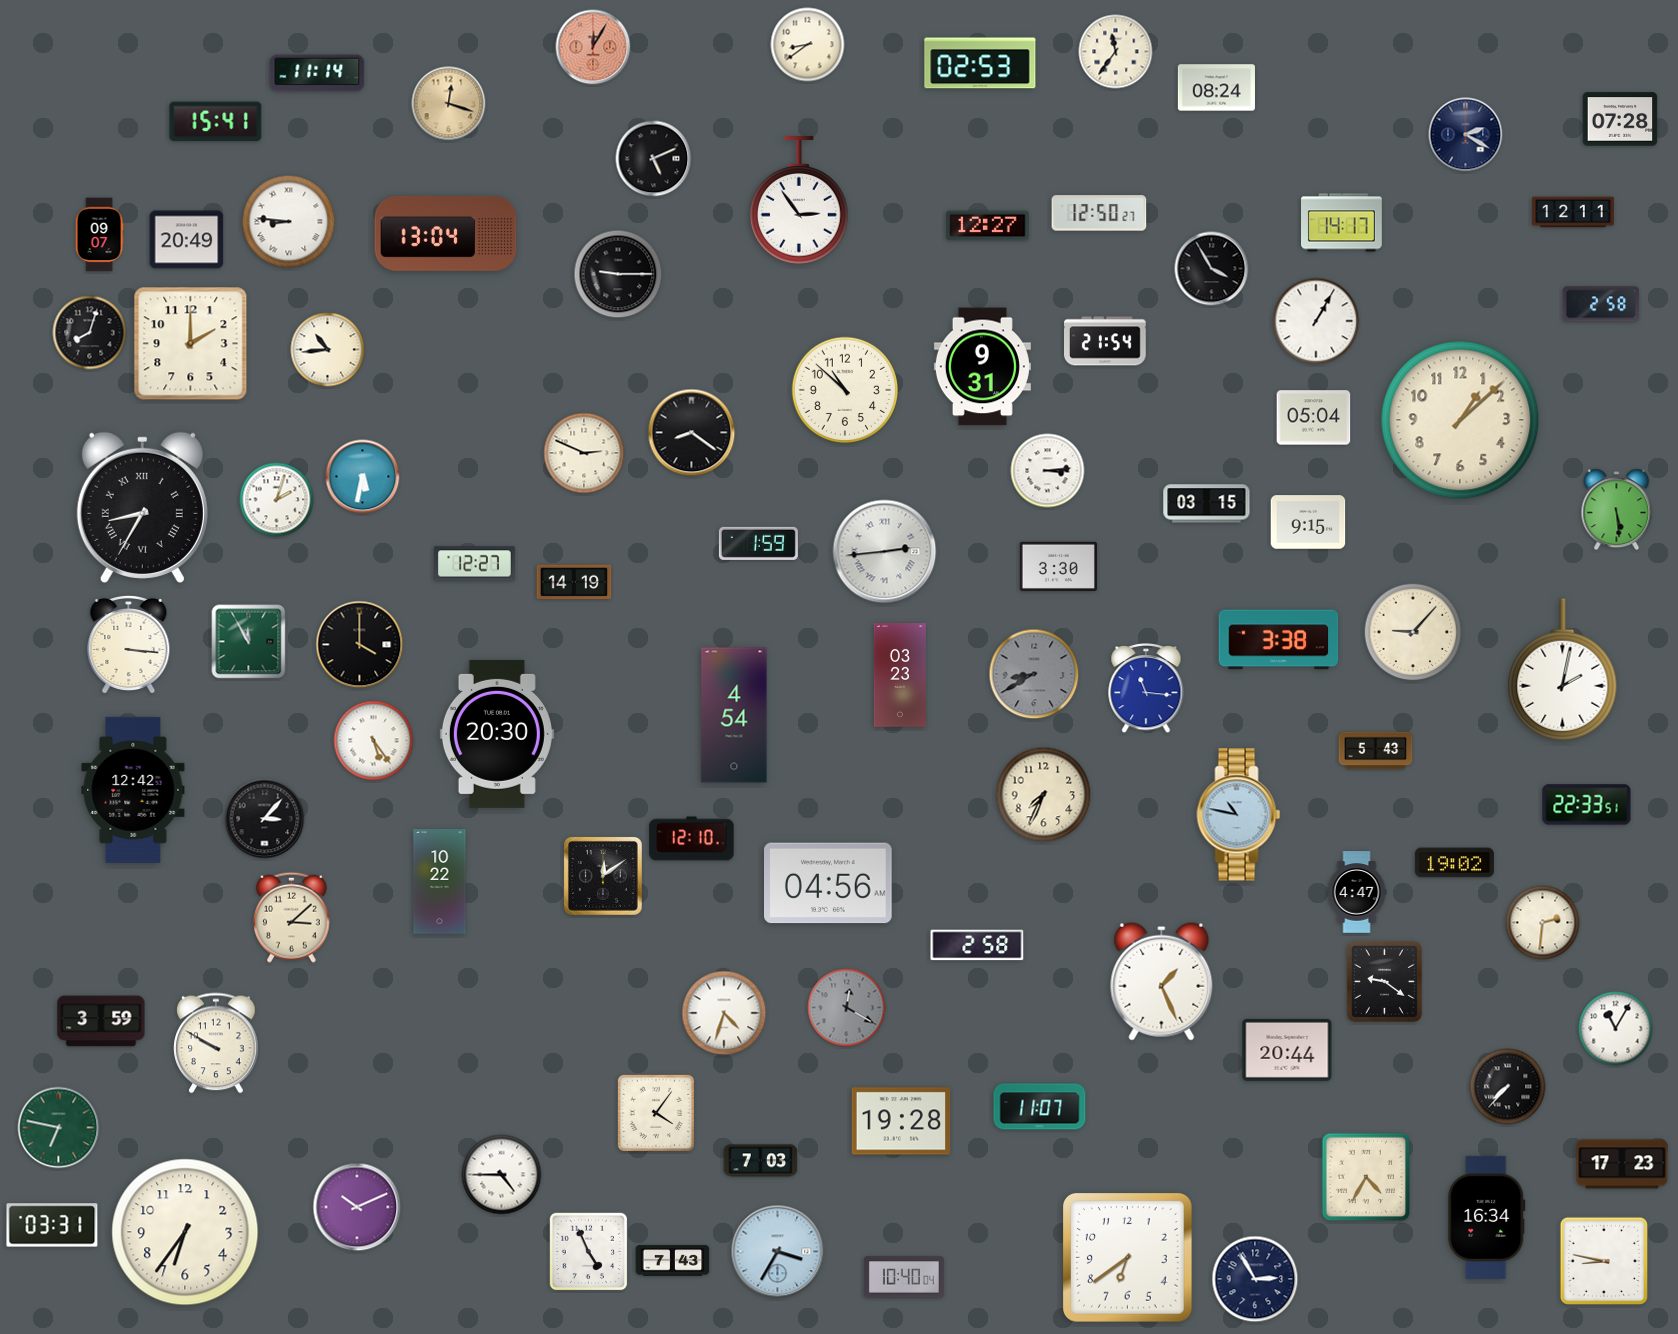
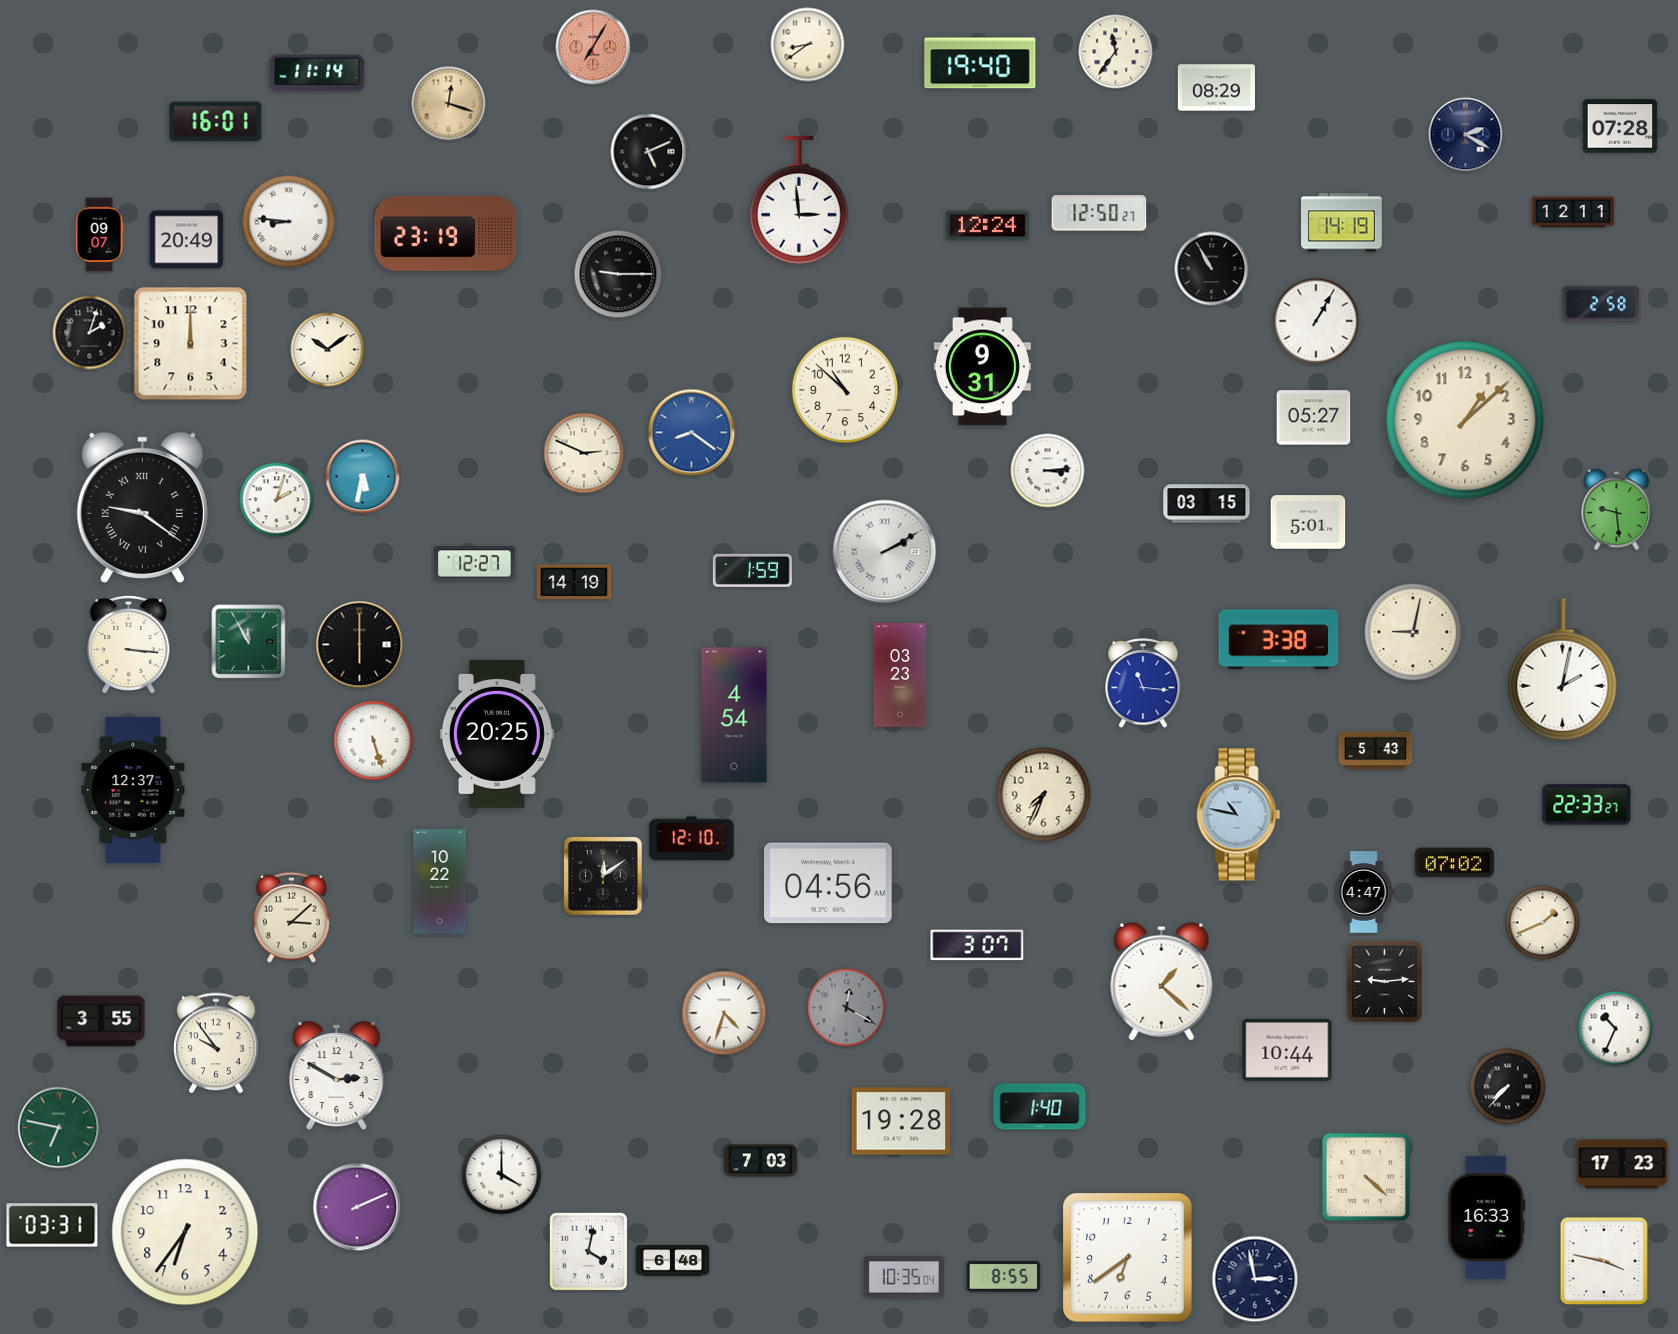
clock at (593, 47): 12:05 -> 7:05
clock at (980, 63): 02:53 -> 19:40
clock at (1216, 88): 08:24 -> 08:29
clock at (1620, 119) position: (1620, 119) -> (1620, 126)
clock at (216, 122): 15:41 -> 16:01
clock at (654, 159) position: (654, 159) -> (649, 152)
clock at (800, 201): 2:54 -> 2:59
clock at (1342, 223): 14:17 -> 14:19
clock at (988, 226): 12:27 -> 12:24
clock at (446, 233): 13:04 -> 23:19
clock at (1212, 269): 3:55 -> 10:55
clock at (90, 333): 8:03 -> 2:03
clock at (1105, 341): 21:54 -> none
clock at (191, 344): 2:00 -> 12:00
clock at (328, 350): 10:44 -> 10:09
clock at (1314, 418): 05:04 -> 05:27
clock at (1460, 420) position: (1460, 420) -> (1465, 420)
clock at (692, 433) dial: black -> blue
clock at (142, 507): 8:35 -> 9:21
clock at (1617, 510): 5:29 -> 9:29
clock at (1308, 522): 9:15 -> 5:01
clock at (758, 543) position: (758, 543) -> (752, 570)
clock at (885, 552): 2:44 -> 2:10
clock at (1058, 566): 3:30 -> none
clock at (1413, 632): 9:07 -> 9:02
clock at (360, 645): 4:00 -> 6:00
clock at (1034, 674): 8:40 -> none
clock at (1146, 689) position: (1146, 689) -> (1143, 684)
clock at (497, 734): 20:30 -> 20:25
clock at (374, 741): 5:24 -> 5:27
clock at (133, 790): 12:42 -> 12:37
clock at (1587, 805): 22:33:51 -> 22:33:27
clock at (265, 819): 3:07 -> none
clock at (1454, 863): 19:02 -> 07:02
clock at (1357, 892) position: (1357, 892) -> (1364, 892)
clock at (1543, 923): 2:31 -> 1:41
clock at (977, 945): 2:58 -> 3:07
clock at (1162, 981): 1:26 -> 1:22
clock at (1384, 981): 9:21 -> 9:14
clock at (101, 1021): 3:59 -> 3:55
clock at (1616, 1029): 11:05 -> 10:34
clock at (216, 1043): 9:50 -> 9:54
clock at (1287, 1050): 20:44 -> 10:44
clock at (337, 1076): none -> 2:50
clock at (1040, 1107): 11:07 -> 1:40
clock at (656, 1113): 4:06 -> none
clock at (502, 1175): 4:45 -> 4:00
clock at (1366, 1177): 4:35 -> 4:22
clock at (357, 1207): 10:11 -> 2:11
clock at (1487, 1217): 16:34 -> 16:33
clock at (589, 1252): 4:56 -> 4:02
clock at (778, 1252): 3:35 -> none
clock at (673, 1261): 7:43 -> 6:48
clock at (1604, 1261): 8:47 -> 3:47
clock at (1004, 1276): none -> 8:55
clock at (904, 1277): 10:40 -> 10:35
clock at (1255, 1279): 2:55 -> 2:58
